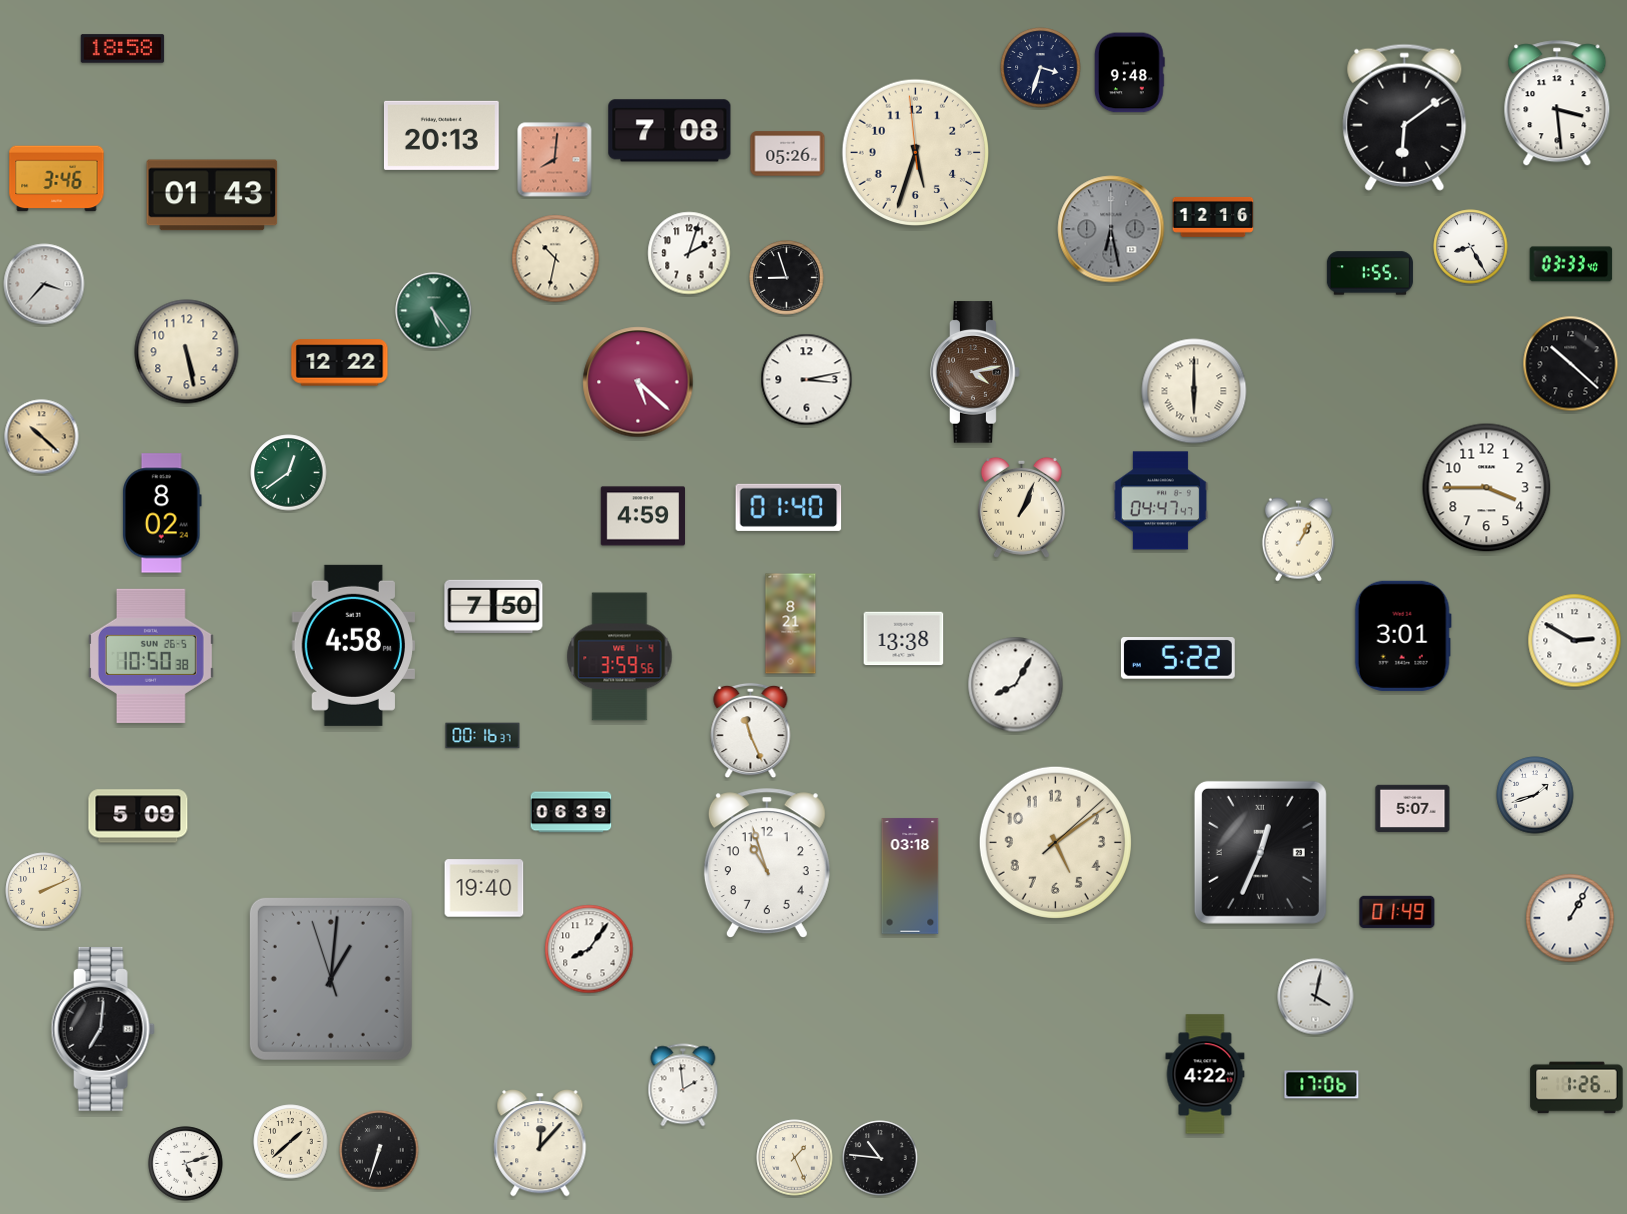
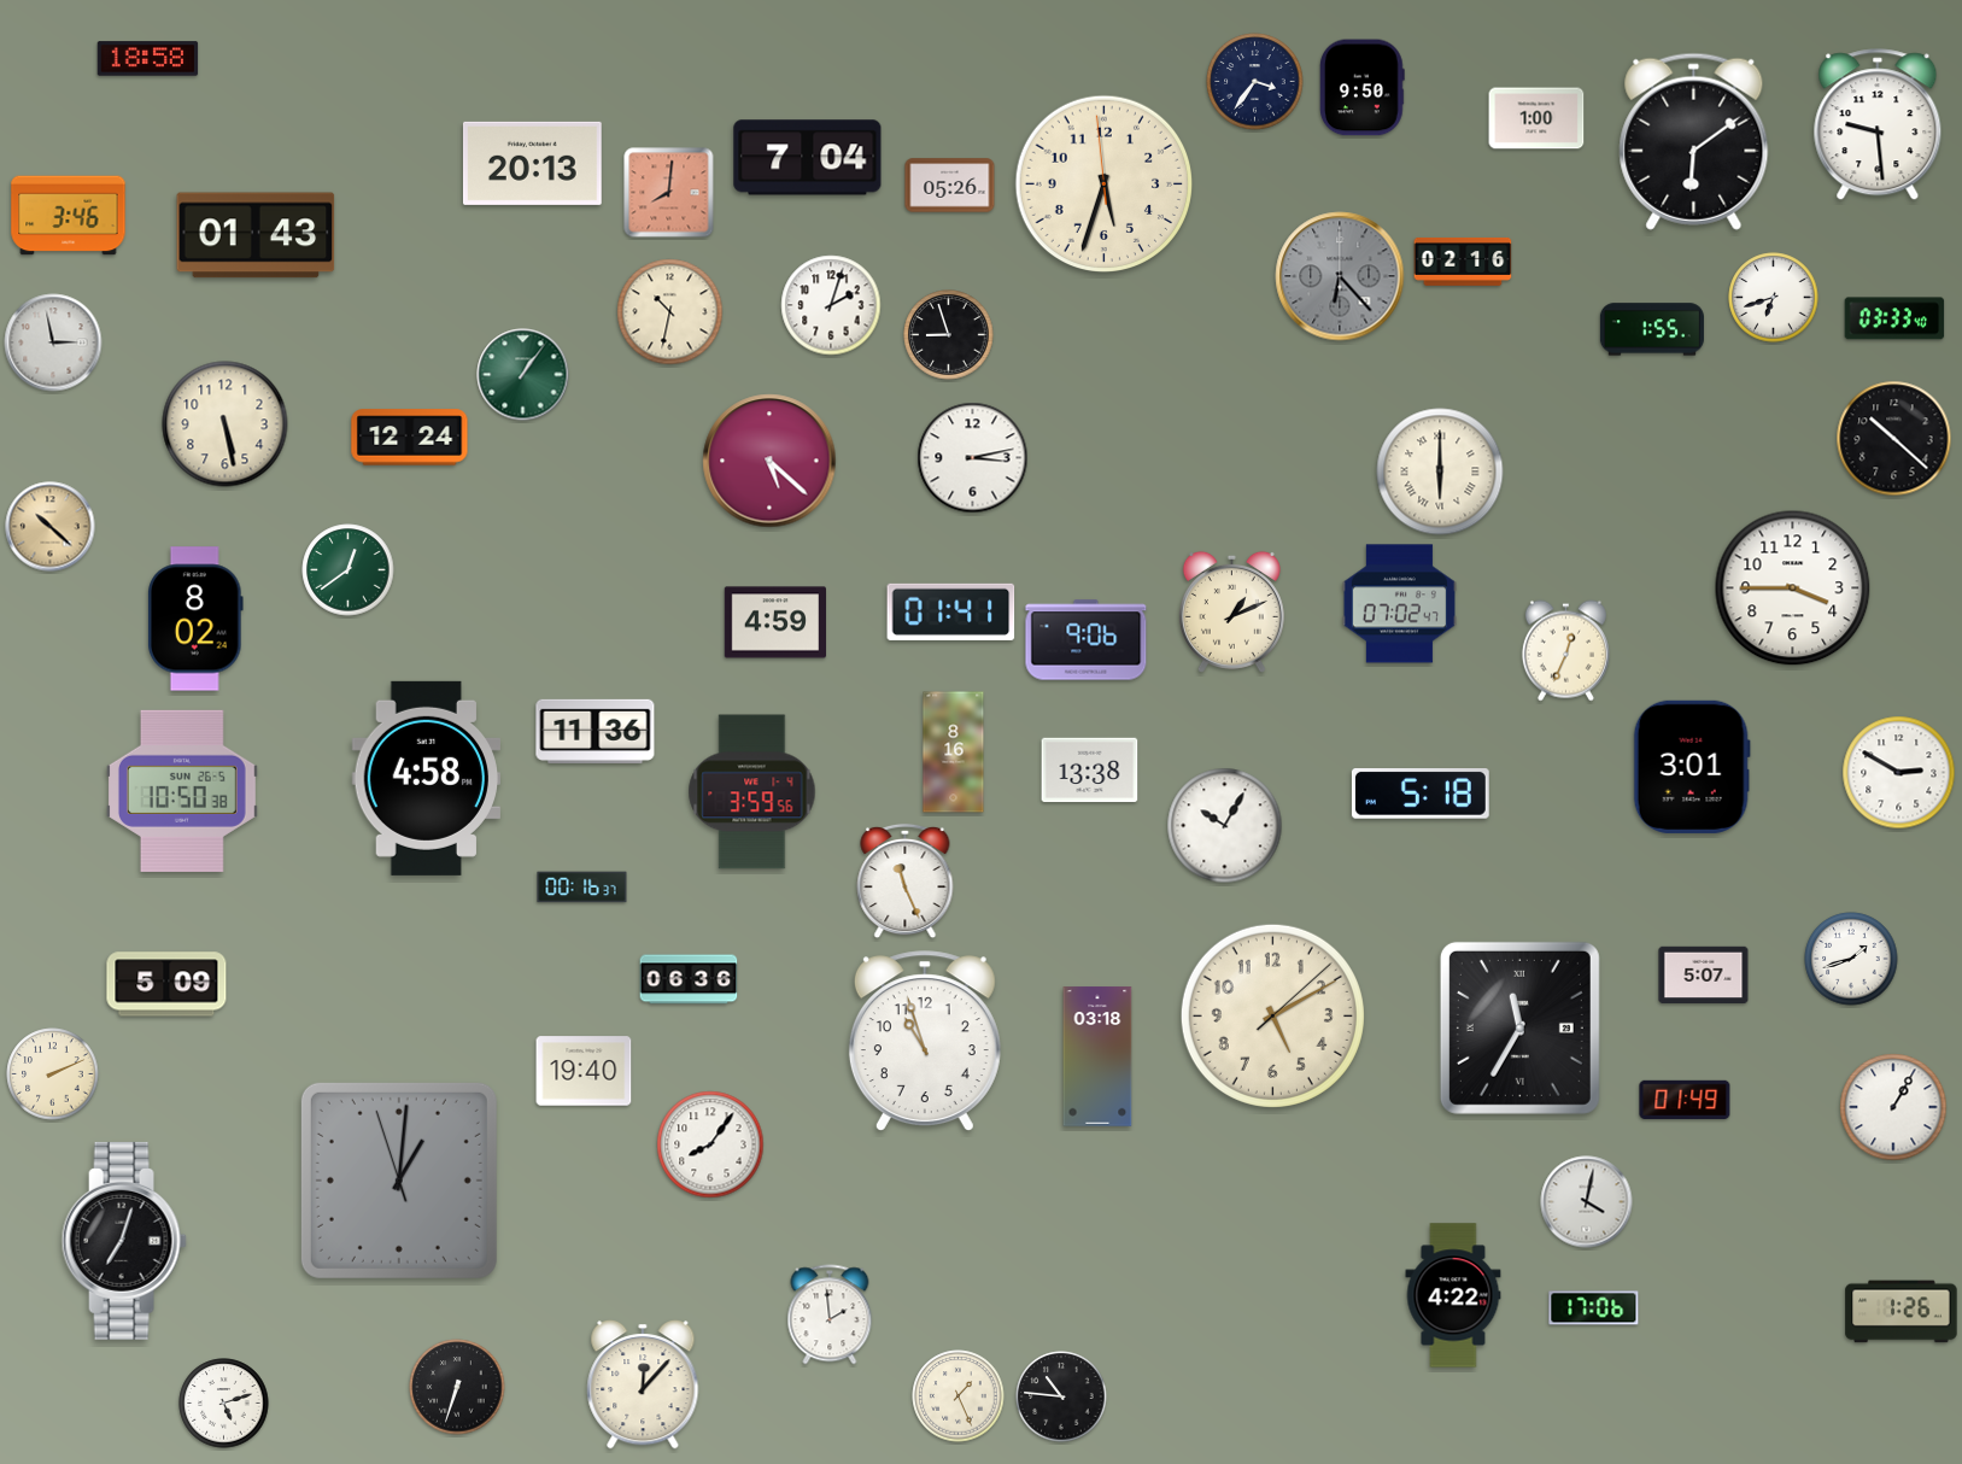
clock at (1041, 68): 3:33 -> 3:36
clock at (1129, 73): 9:48 -> 9:50
clock at (1536, 118): none -> 1:00
clock at (1557, 104): 3:29 -> 9:29
clock at (670, 131): 7:08 -> 7:04
clock at (1213, 217): 12:16 -> 02:16
clock at (1111, 229): 6:28 -> 6:23
clock at (1471, 247): 8:25 -> 6:42
clock at (44, 284): 3:37 -> 2:58
clock at (434, 311): 5:24 -> 1:06
clock at (340, 363): 12:22 -> 12:24
clock at (975, 372): 4:13 -> none
clock at (1160, 501): 04:47 -> 07:02
clock at (789, 507): 01:40 -> 01:41
clock at (1021, 507): 1:04 -> 1:11
clock at (1087, 640): none -> 9:06
clock at (1298, 540): 1:05 -> 12:34
clock at (494, 606): 7:50 -> 11:36
clock at (791, 624): 8:21 -> 8:16
clock at (620, 657) position: (620, 657) -> (752, 792)
clock at (1178, 659): 5:22 -> 5:18
clock at (1016, 685): 8:05 -> 10:05
clock at (571, 812): 06:39 -> 06:36
clock at (1055, 842): 5:09 -> 5:10
clock at (1260, 852): 12:34 -> 11:35
clock at (103, 1029): 7:01 -> 7:03
clock at (683, 1085) position: (683, 1085) -> (830, 1314)
clock at (291, 1142): 1:38 -> none
clock at (540, 1144) position: (540, 1144) -> (643, 1386)
